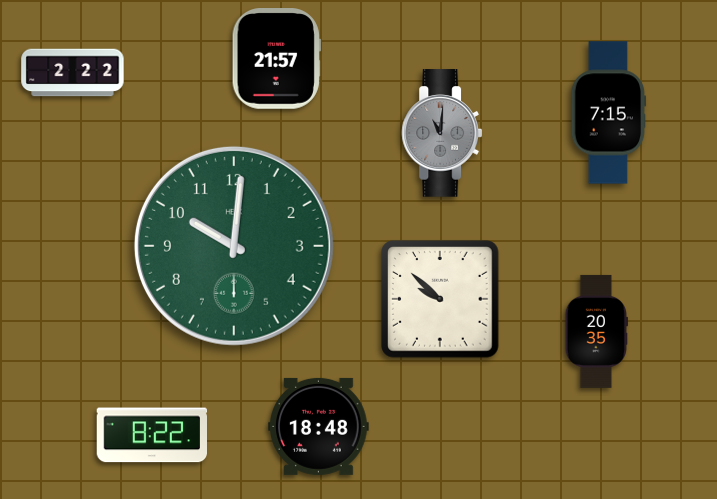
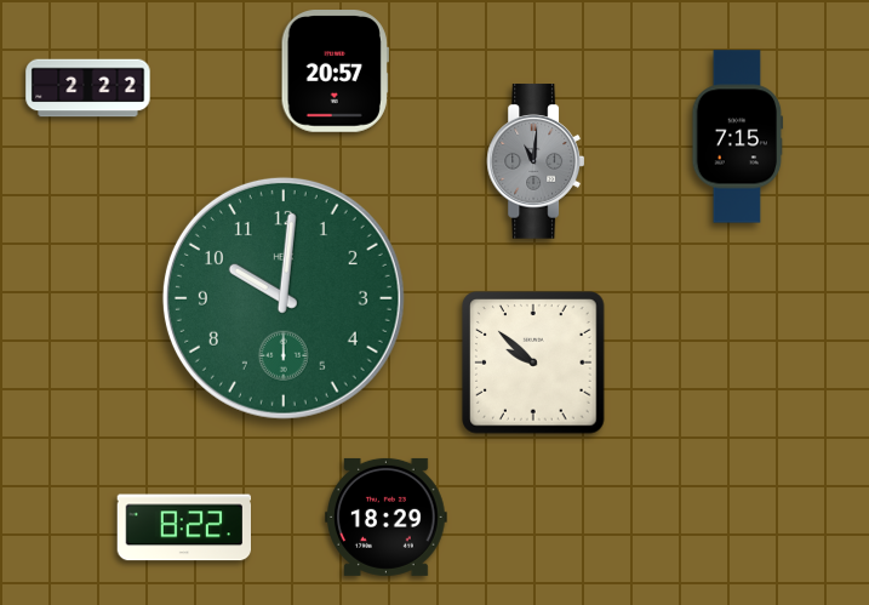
clock at (276, 59): 21:57 -> 20:57
clock at (596, 331): 20:35 -> none
clock at (319, 426): 18:48 -> 18:29
